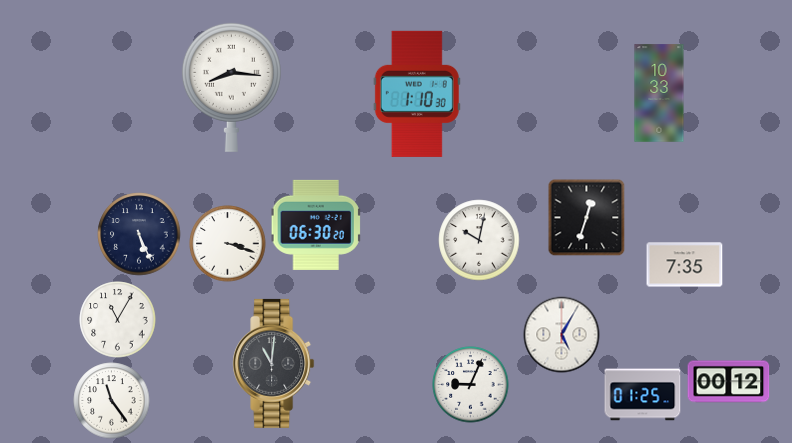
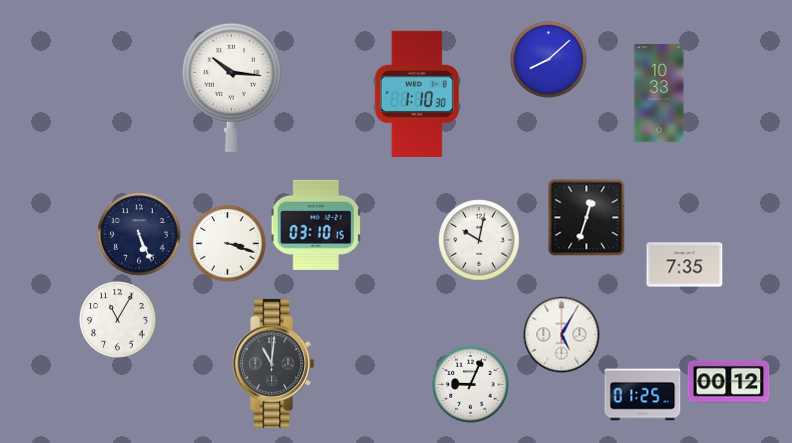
clock at (549, 60): none -> 8:08
clock at (231, 87): 8:16 -> 10:16
clock at (316, 225): 06:30 -> 03:10
clock at (112, 401): 11:24 -> none
